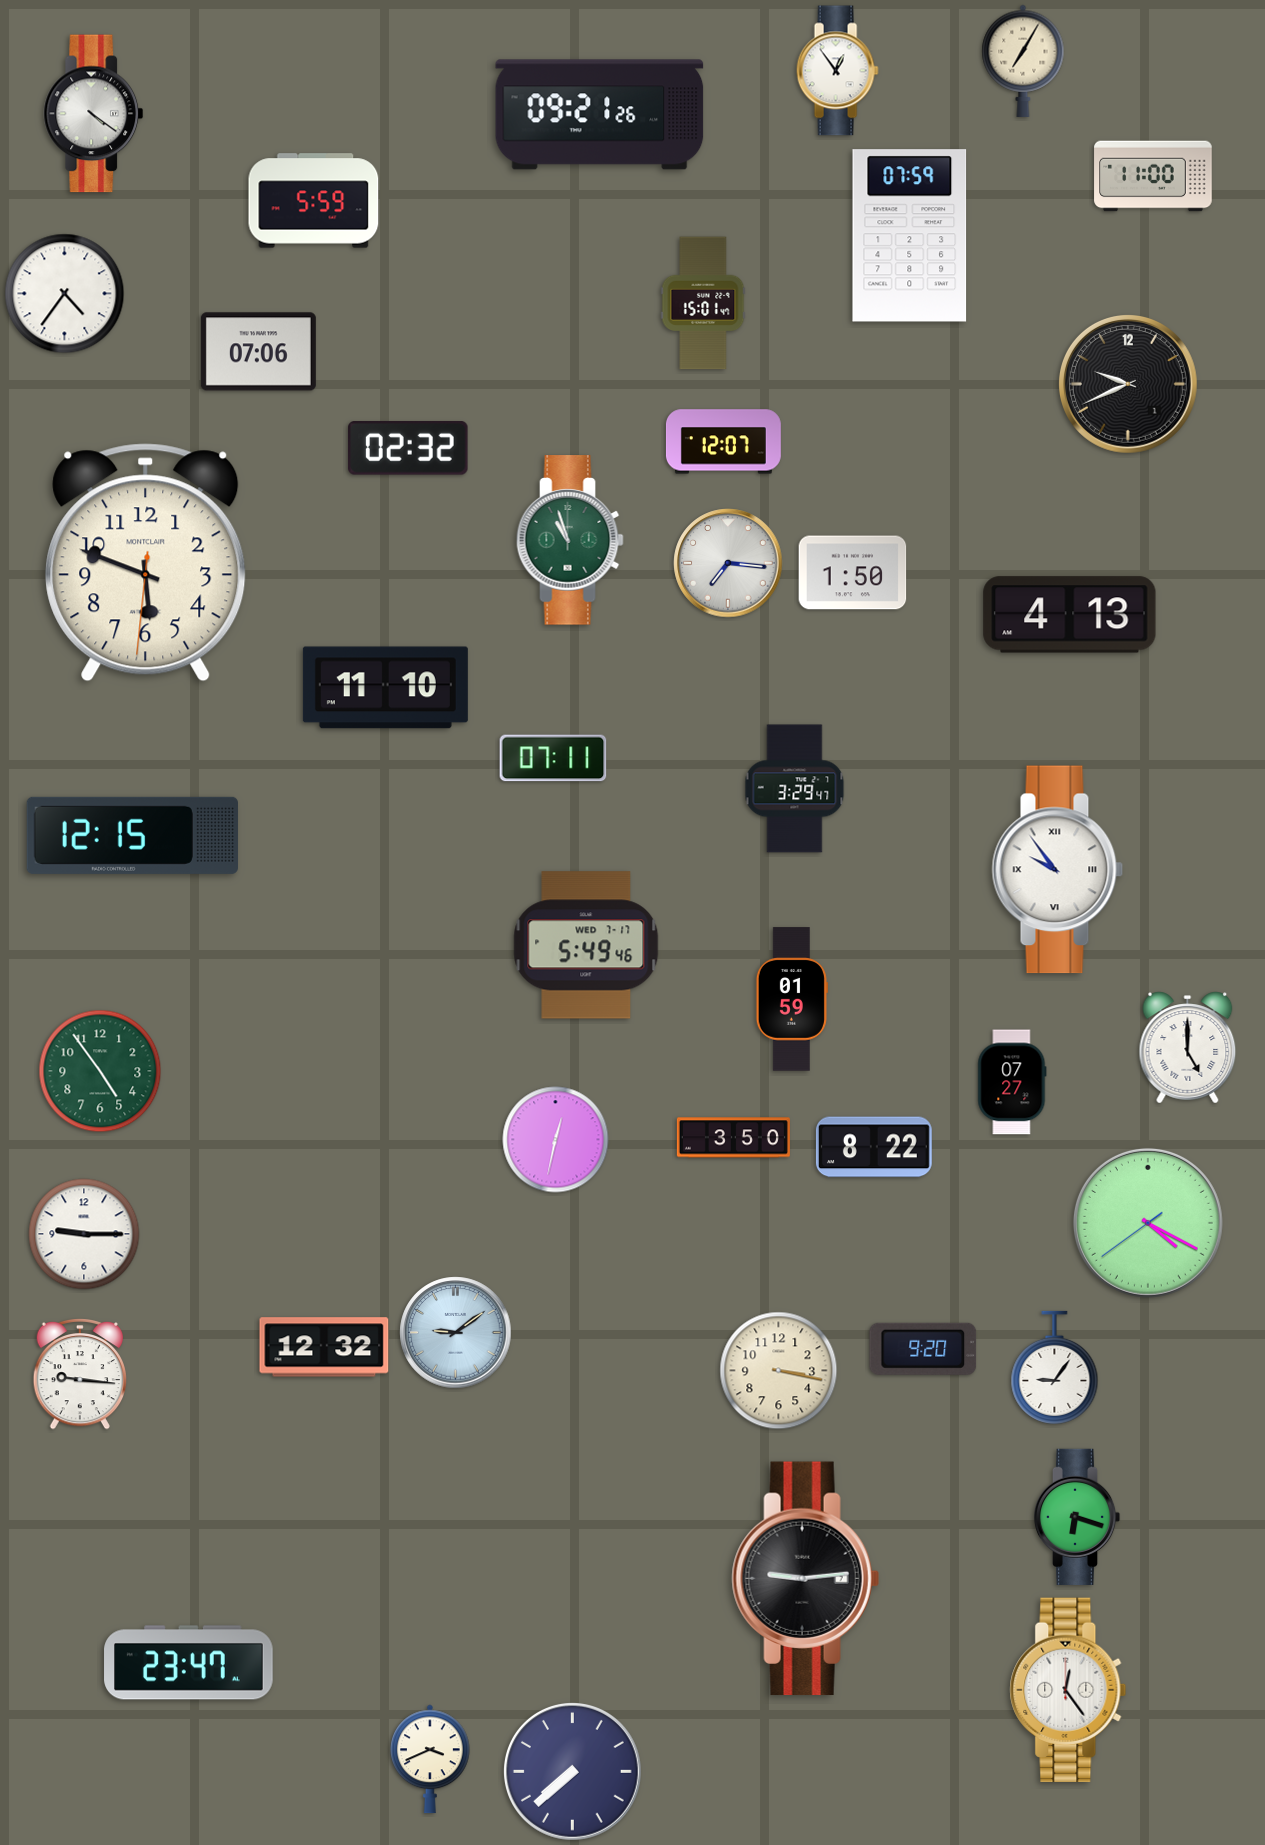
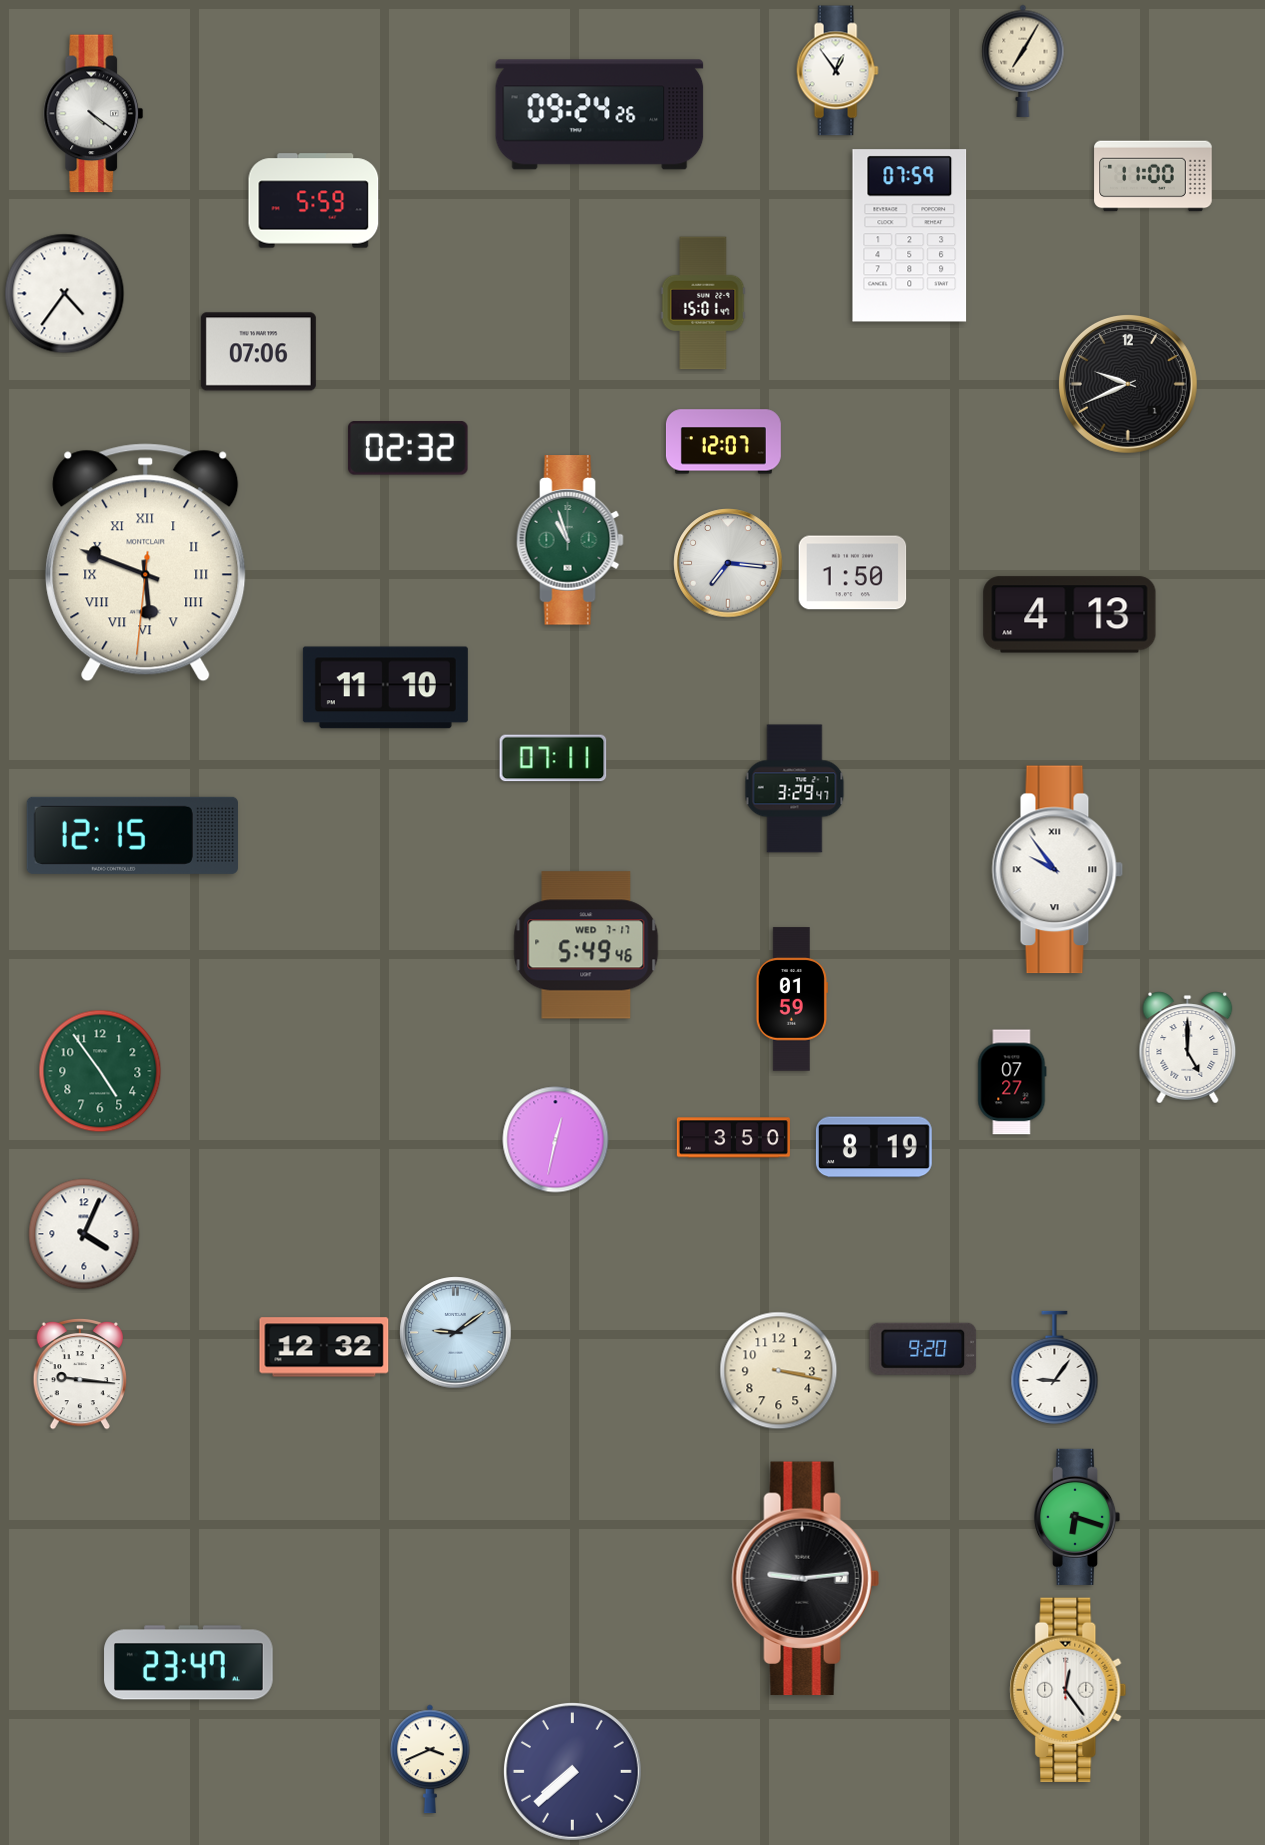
clock at (600, 115): 09:21 -> 09:24
clock at (146, 563) numerals: Arabic -> Roman
clock at (874, 1147): 8:22 -> 8:19
clock at (1148, 1223): 4:19 -> none
clock at (84, 1234): 9:15 -> 4:04
